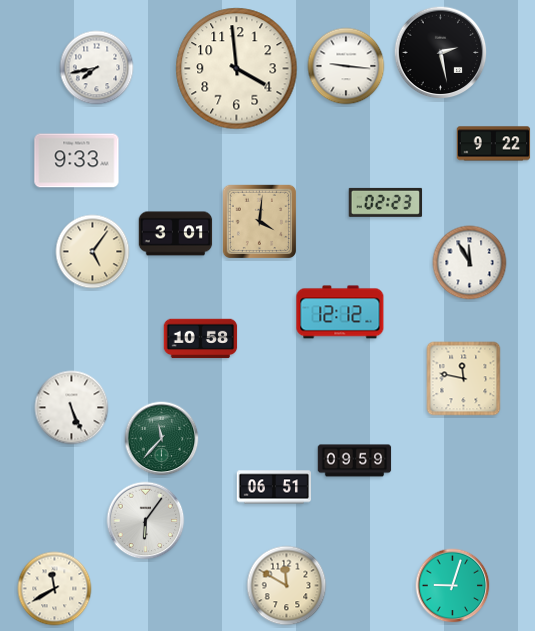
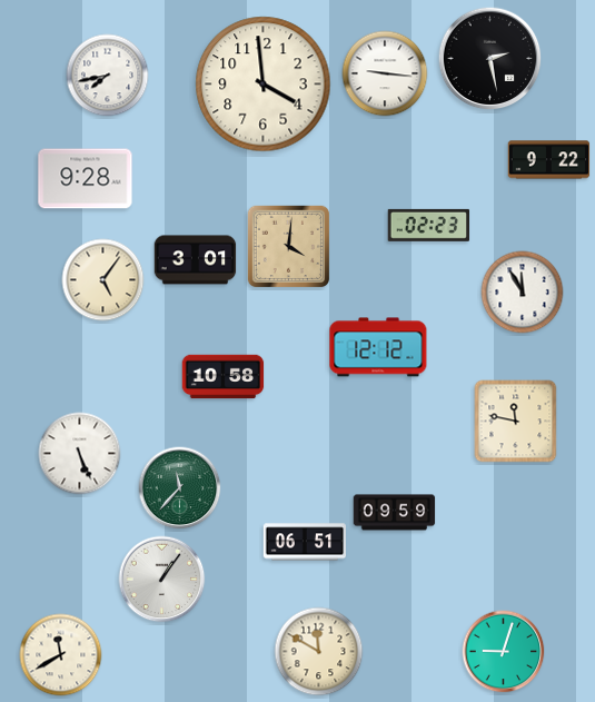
clock at (237, 69) position: (237, 69) -> (264, 85)
clock at (77, 161): 9:33 -> 9:28
clock at (146, 521): 6:06 -> 1:06
